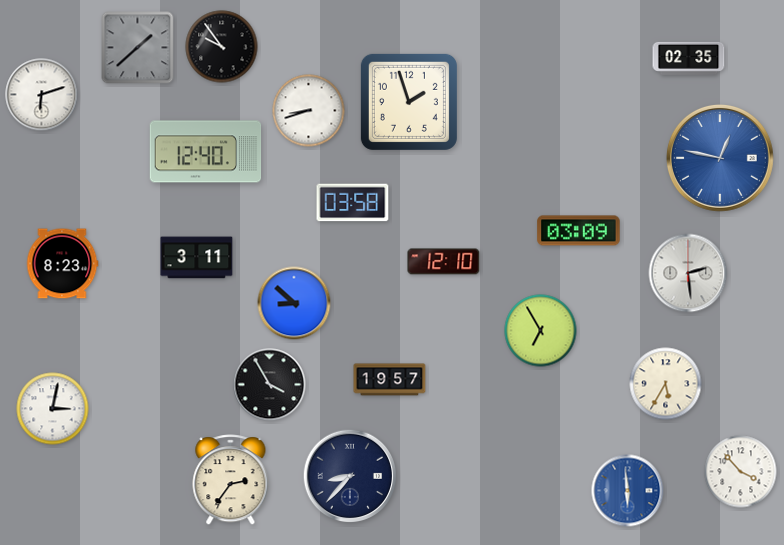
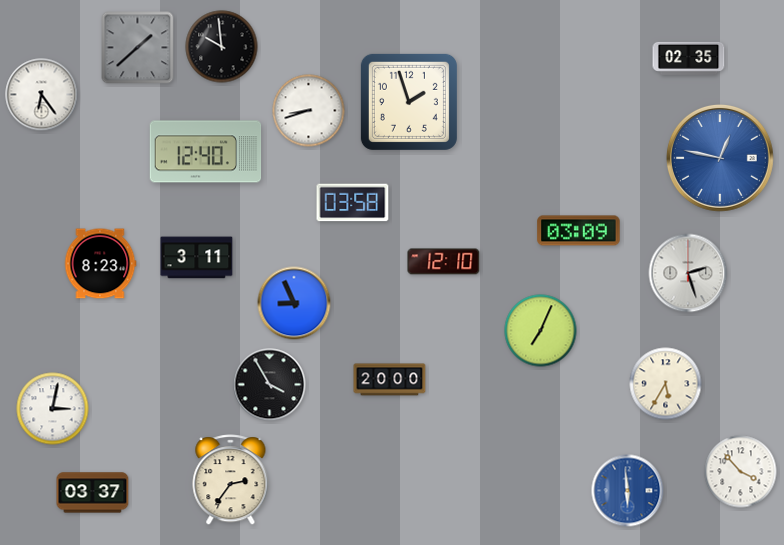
clock at (222, 47): 9:54 -> 9:59
clock at (42, 95): 6:12 -> 6:24
clock at (62, 264) position: (62, 264) -> (100, 264)
clock at (688, 273): 2:29 -> 2:27
clock at (294, 303): 8:52 -> 8:56
clock at (541, 331): 6:55 -> 7:04
clock at (390, 380): 19:57 -> 20:00
clock at (350, 476): 8:37 -> none
clock at (93, 493): none -> 03:37
